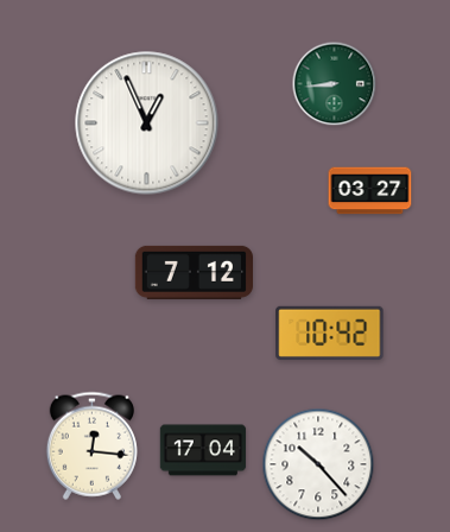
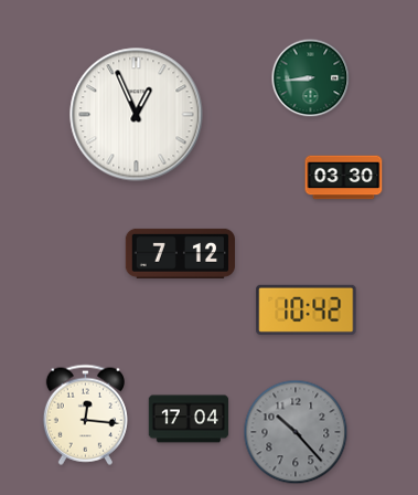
clock at (370, 191): 03:27 -> 03:30
clock at (318, 464) dial: white -> grey
